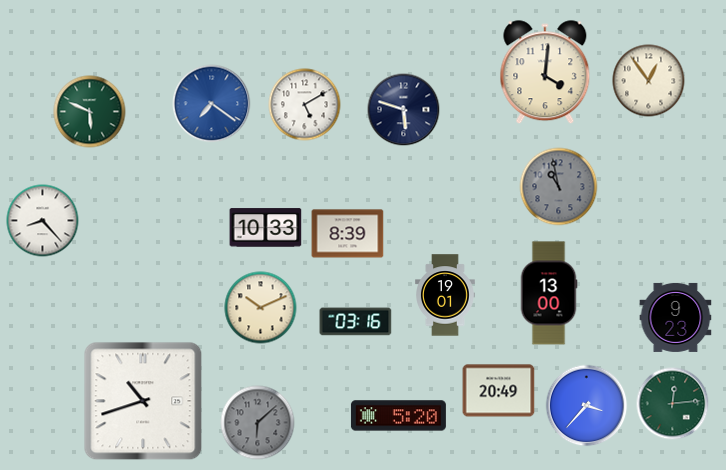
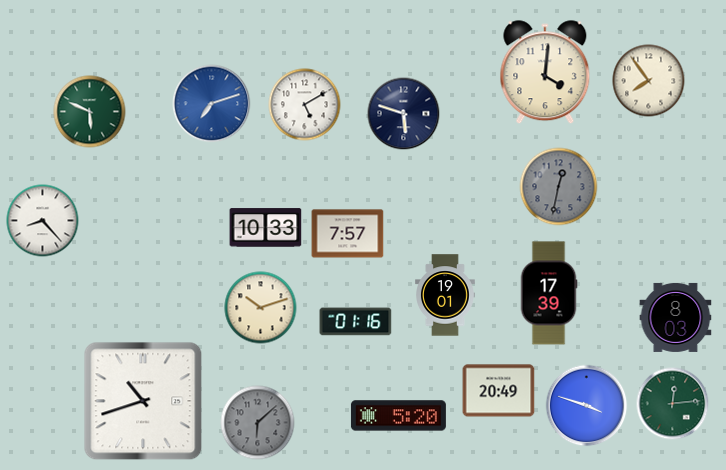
clock at (649, 81): 12:54 -> 7:54
clock at (212, 104): 7:21 -> 7:12
clock at (404, 110) position: (404, 110) -> (404, 114)
clock at (559, 187): 10:58 -> 12:32
clock at (348, 234): 8:39 -> 7:57
clock at (549, 293): 13:00 -> 17:39
clock at (261, 308): 10:11 -> 10:12
clock at (676, 317): 9:23 -> 8:03
clock at (356, 322): 03:16 -> 01:16
clock at (587, 406): 3:37 -> 3:48
